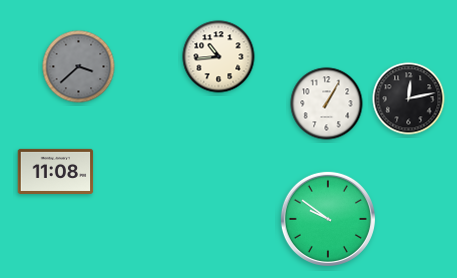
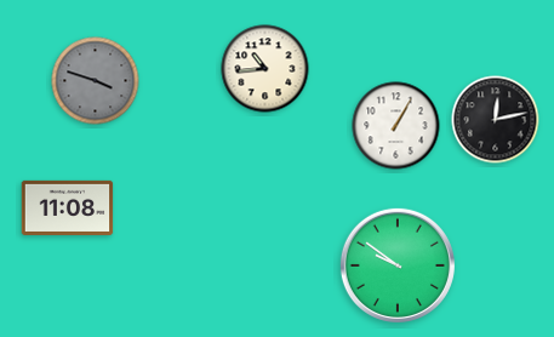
clock at (79, 67): 3:38 -> 3:48
